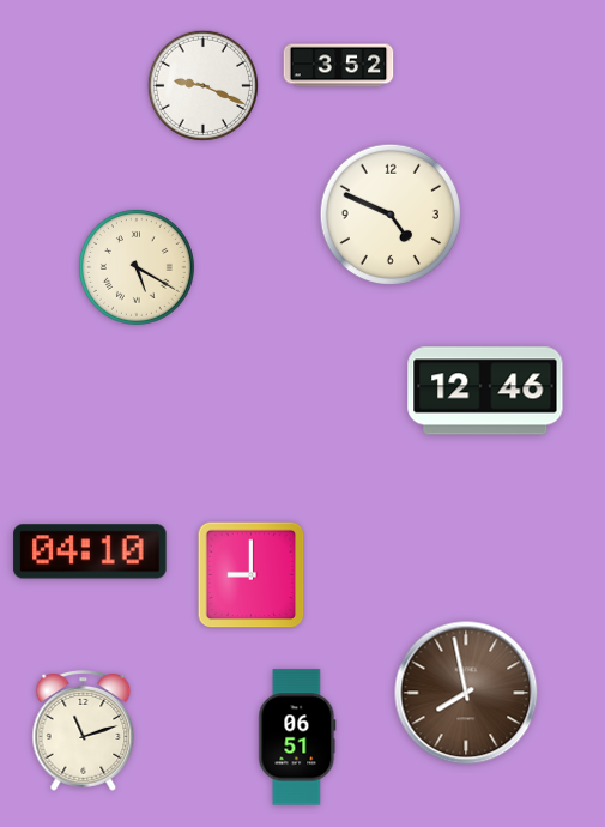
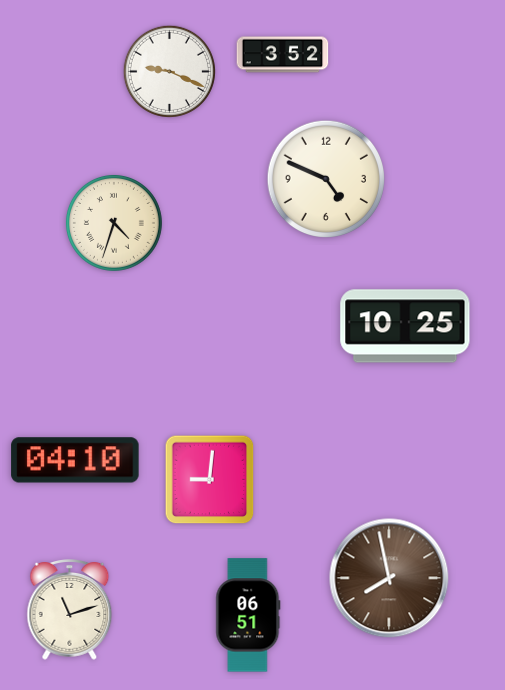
clock at (137, 267): 5:20 -> 4:33
clock at (485, 391): 12:46 -> 10:25
clock at (252, 575): 9:00 -> 9:01
